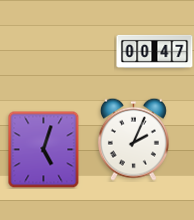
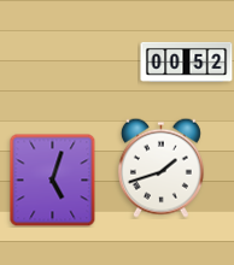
clock at (155, 51): 00:47 -> 00:52
clock at (133, 139): 2:04 -> 1:42
